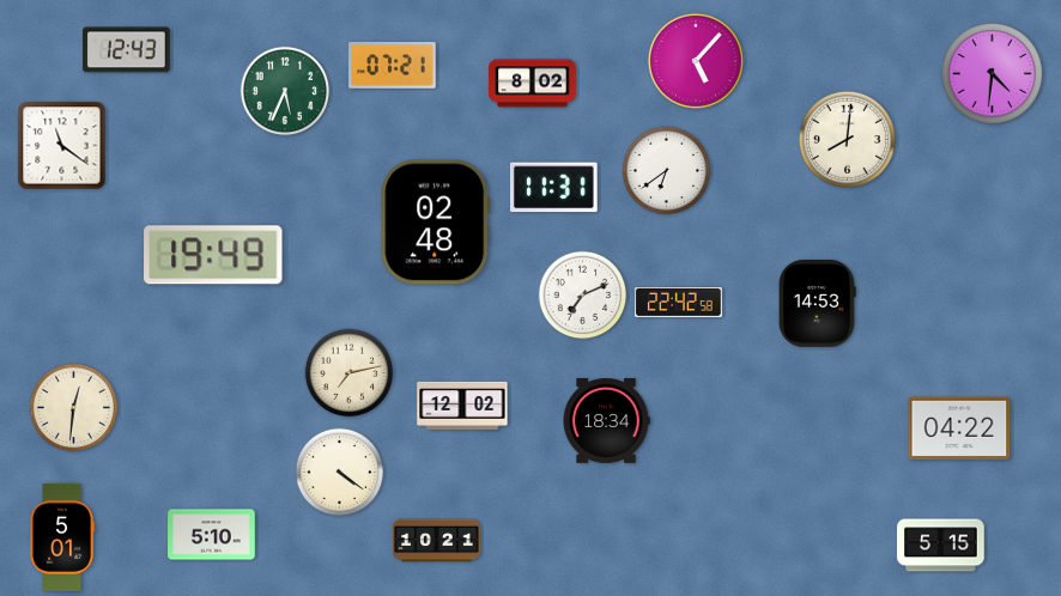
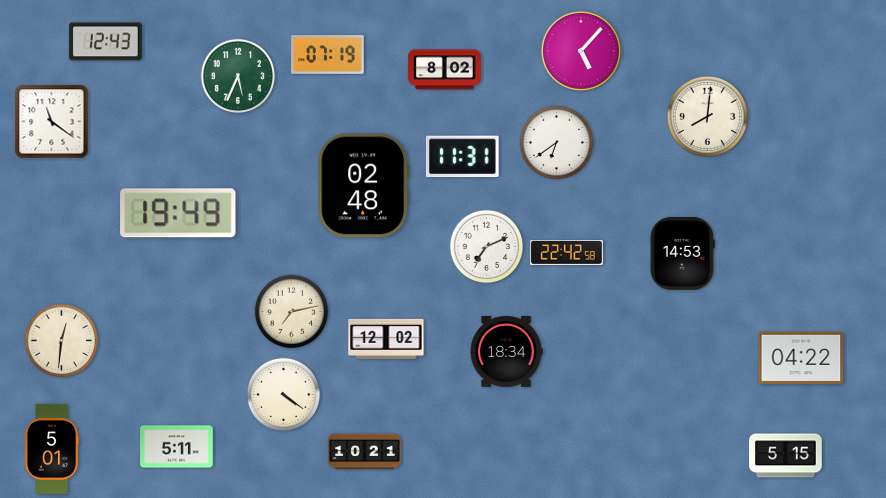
clock at (393, 66): 07:21 -> 07:19
clock at (992, 73): 4:31 -> none
clock at (212, 535): 5:10 -> 5:11
